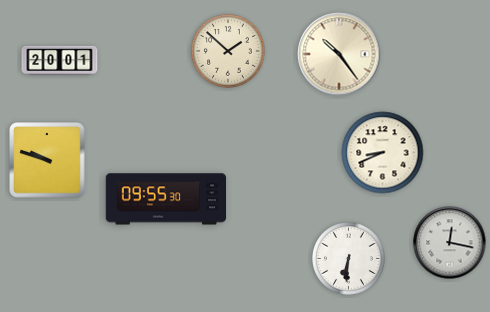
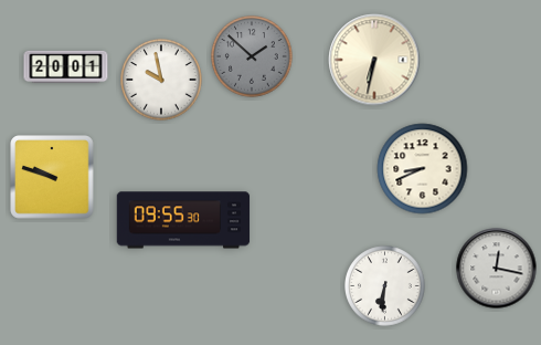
clock at (228, 51) dial: cream -> grey
clock at (339, 54): 10:24 -> 6:32
clock at (161, 80): none -> 9:58
